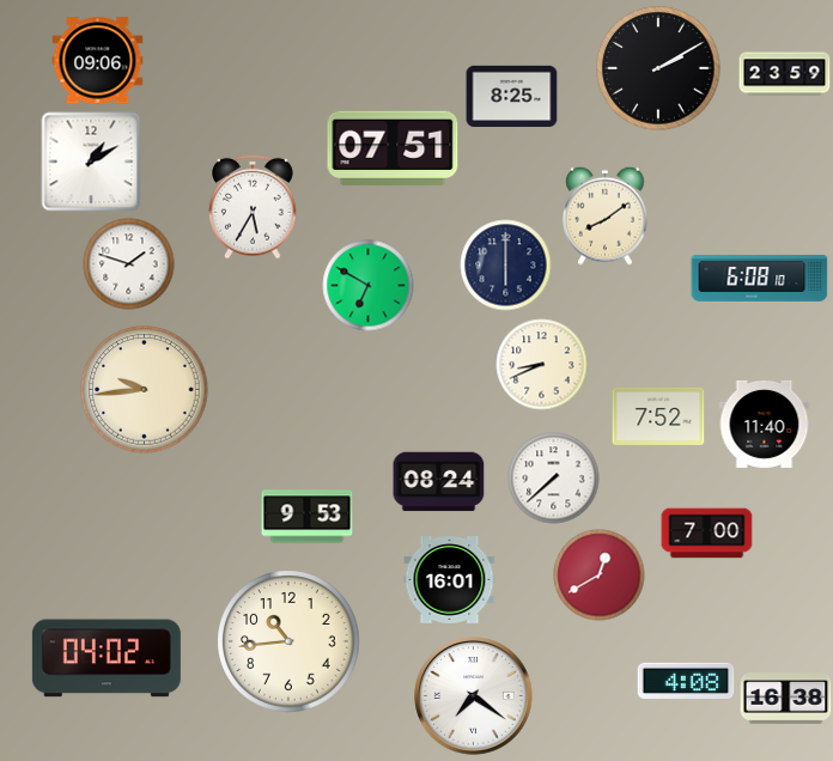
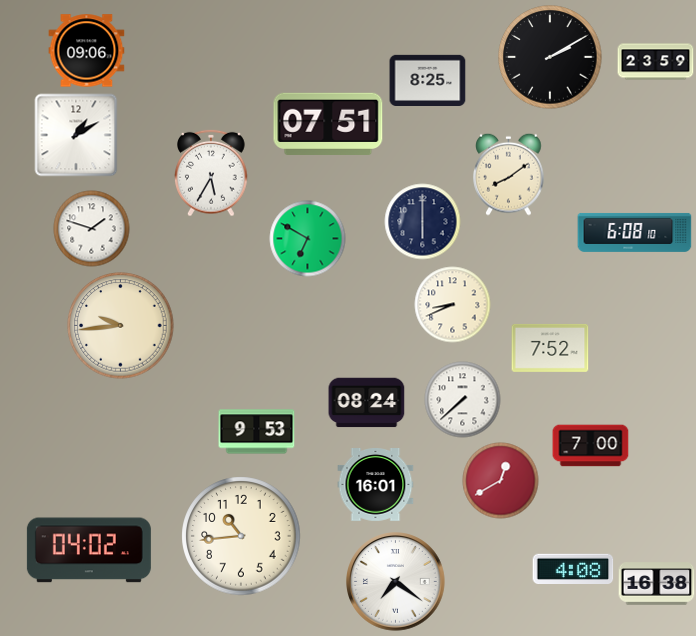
clock at (98, 61) position: (98, 61) -> (87, 51)
clock at (606, 215) position: (606, 215) -> (509, 174)
clock at (129, 264) position: (129, 264) -> (92, 229)
clock at (765, 424): 11:40 -> none
